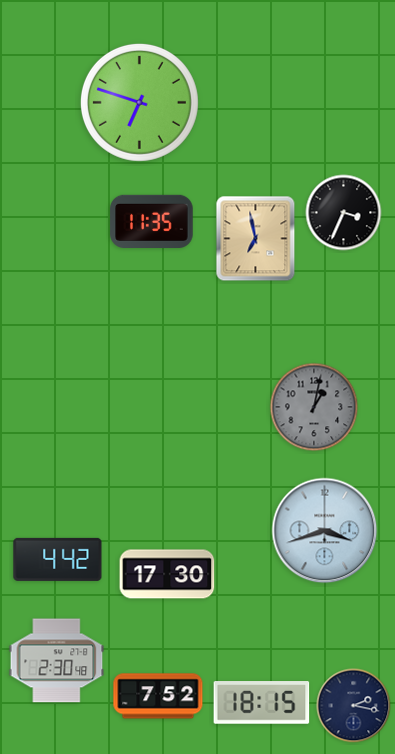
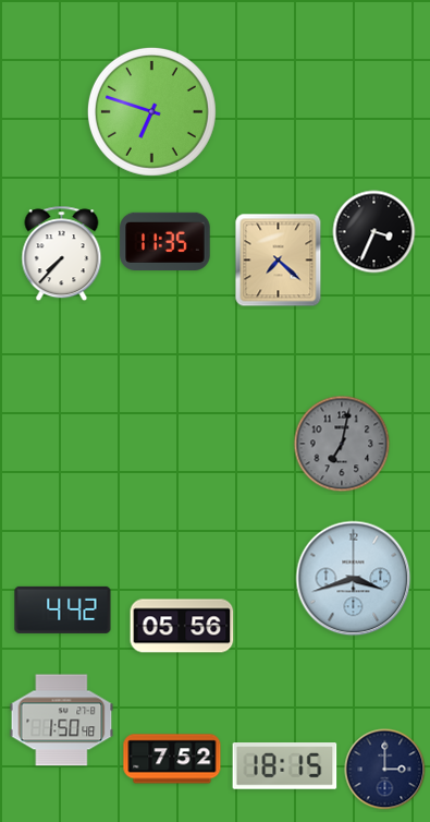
clock at (62, 254): none -> 7:37
clock at (256, 239): 6:58 -> 7:22
clock at (314, 407): 1:02 -> 7:02
clock at (167, 574): 17:30 -> 05:56
clock at (57, 661): 2:30 -> 1:50
clock at (354, 706): 2:17 -> 3:00
